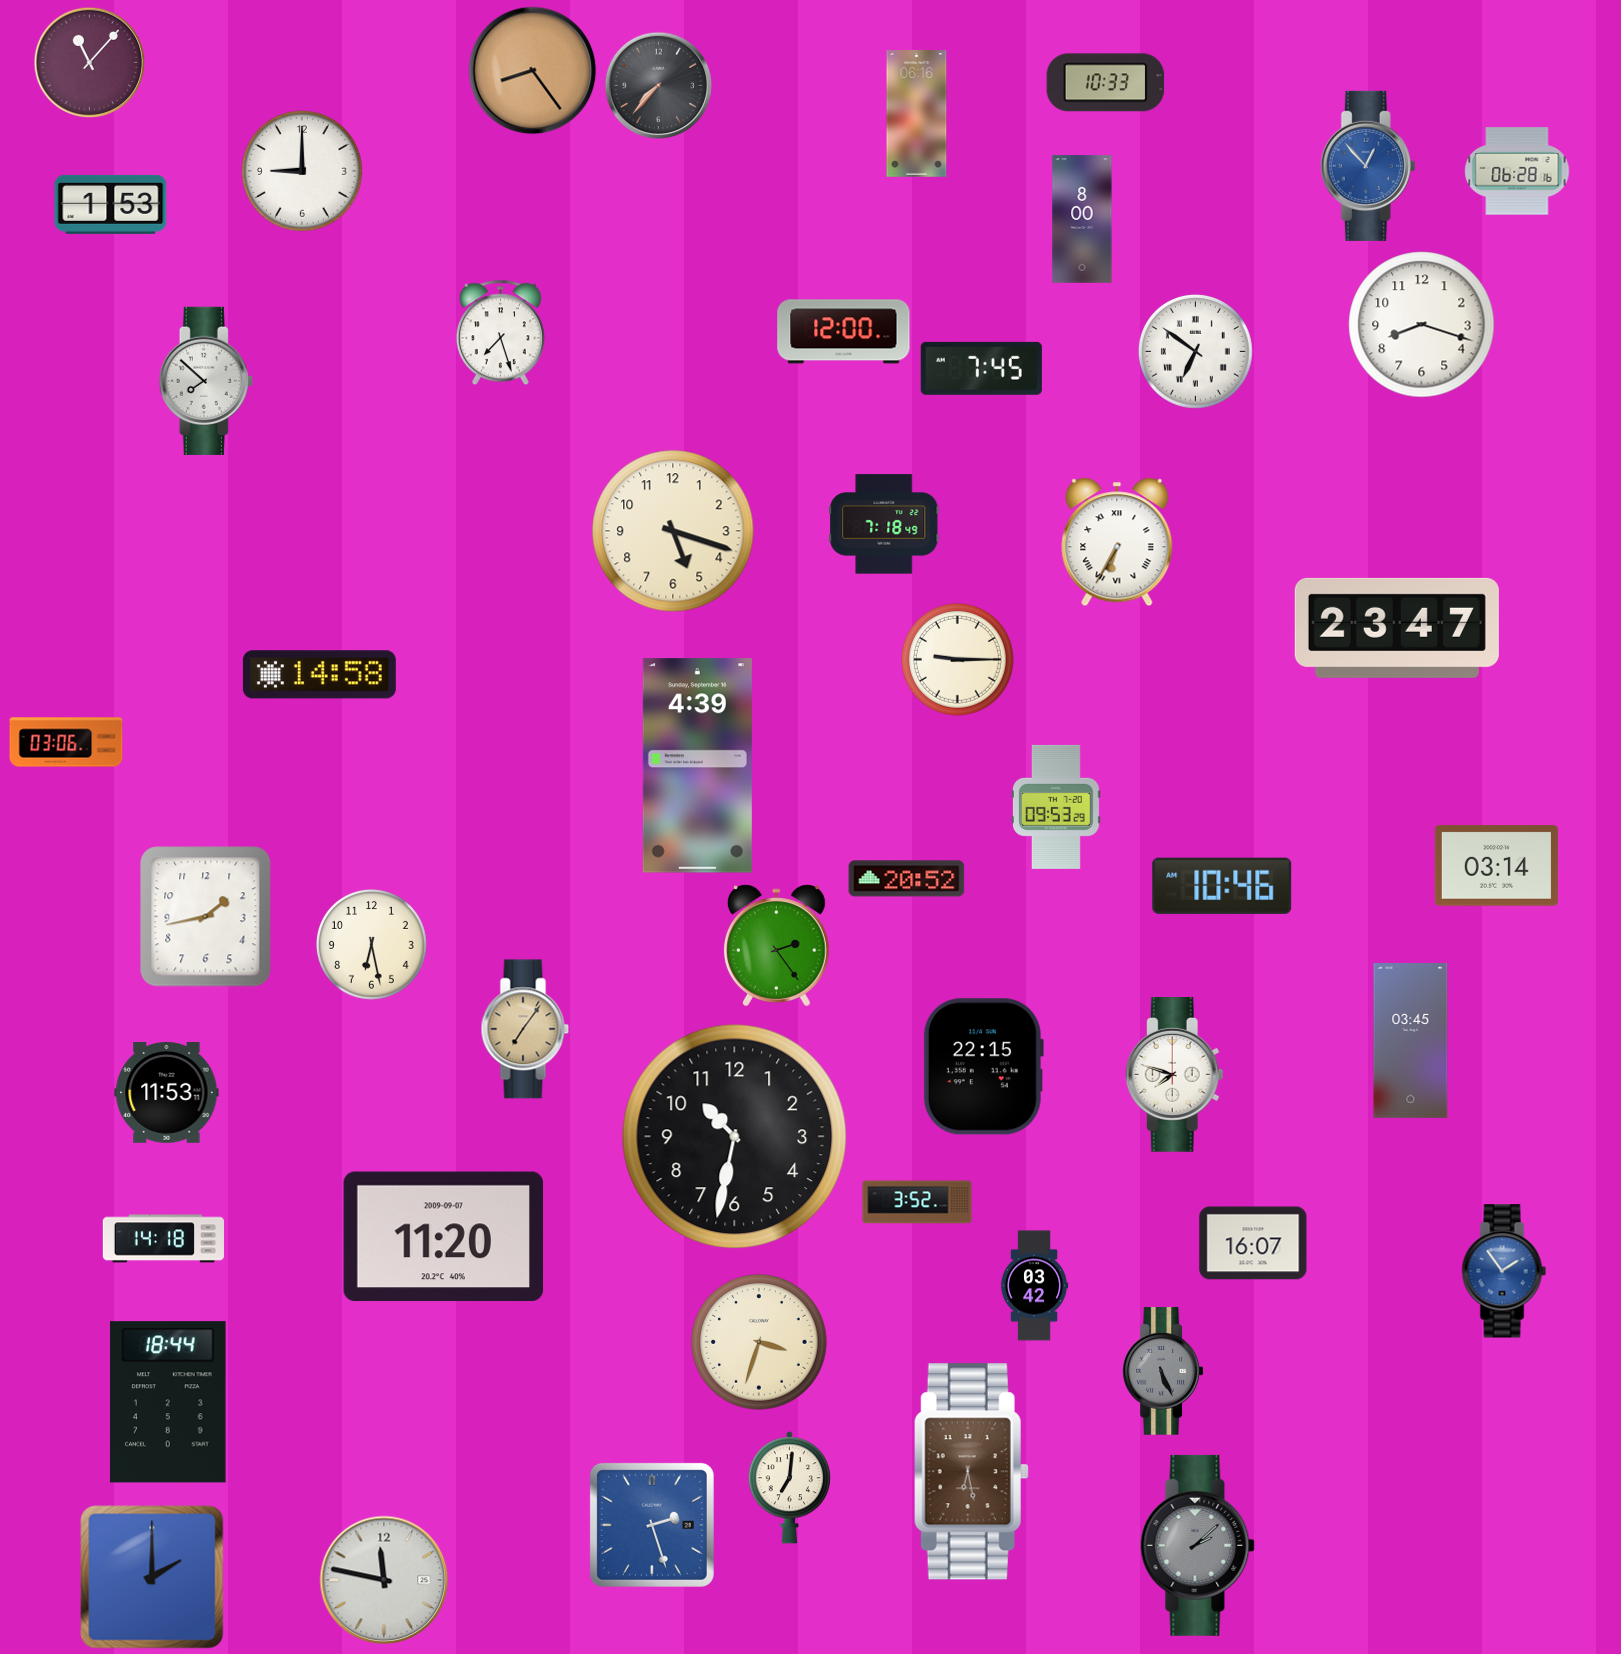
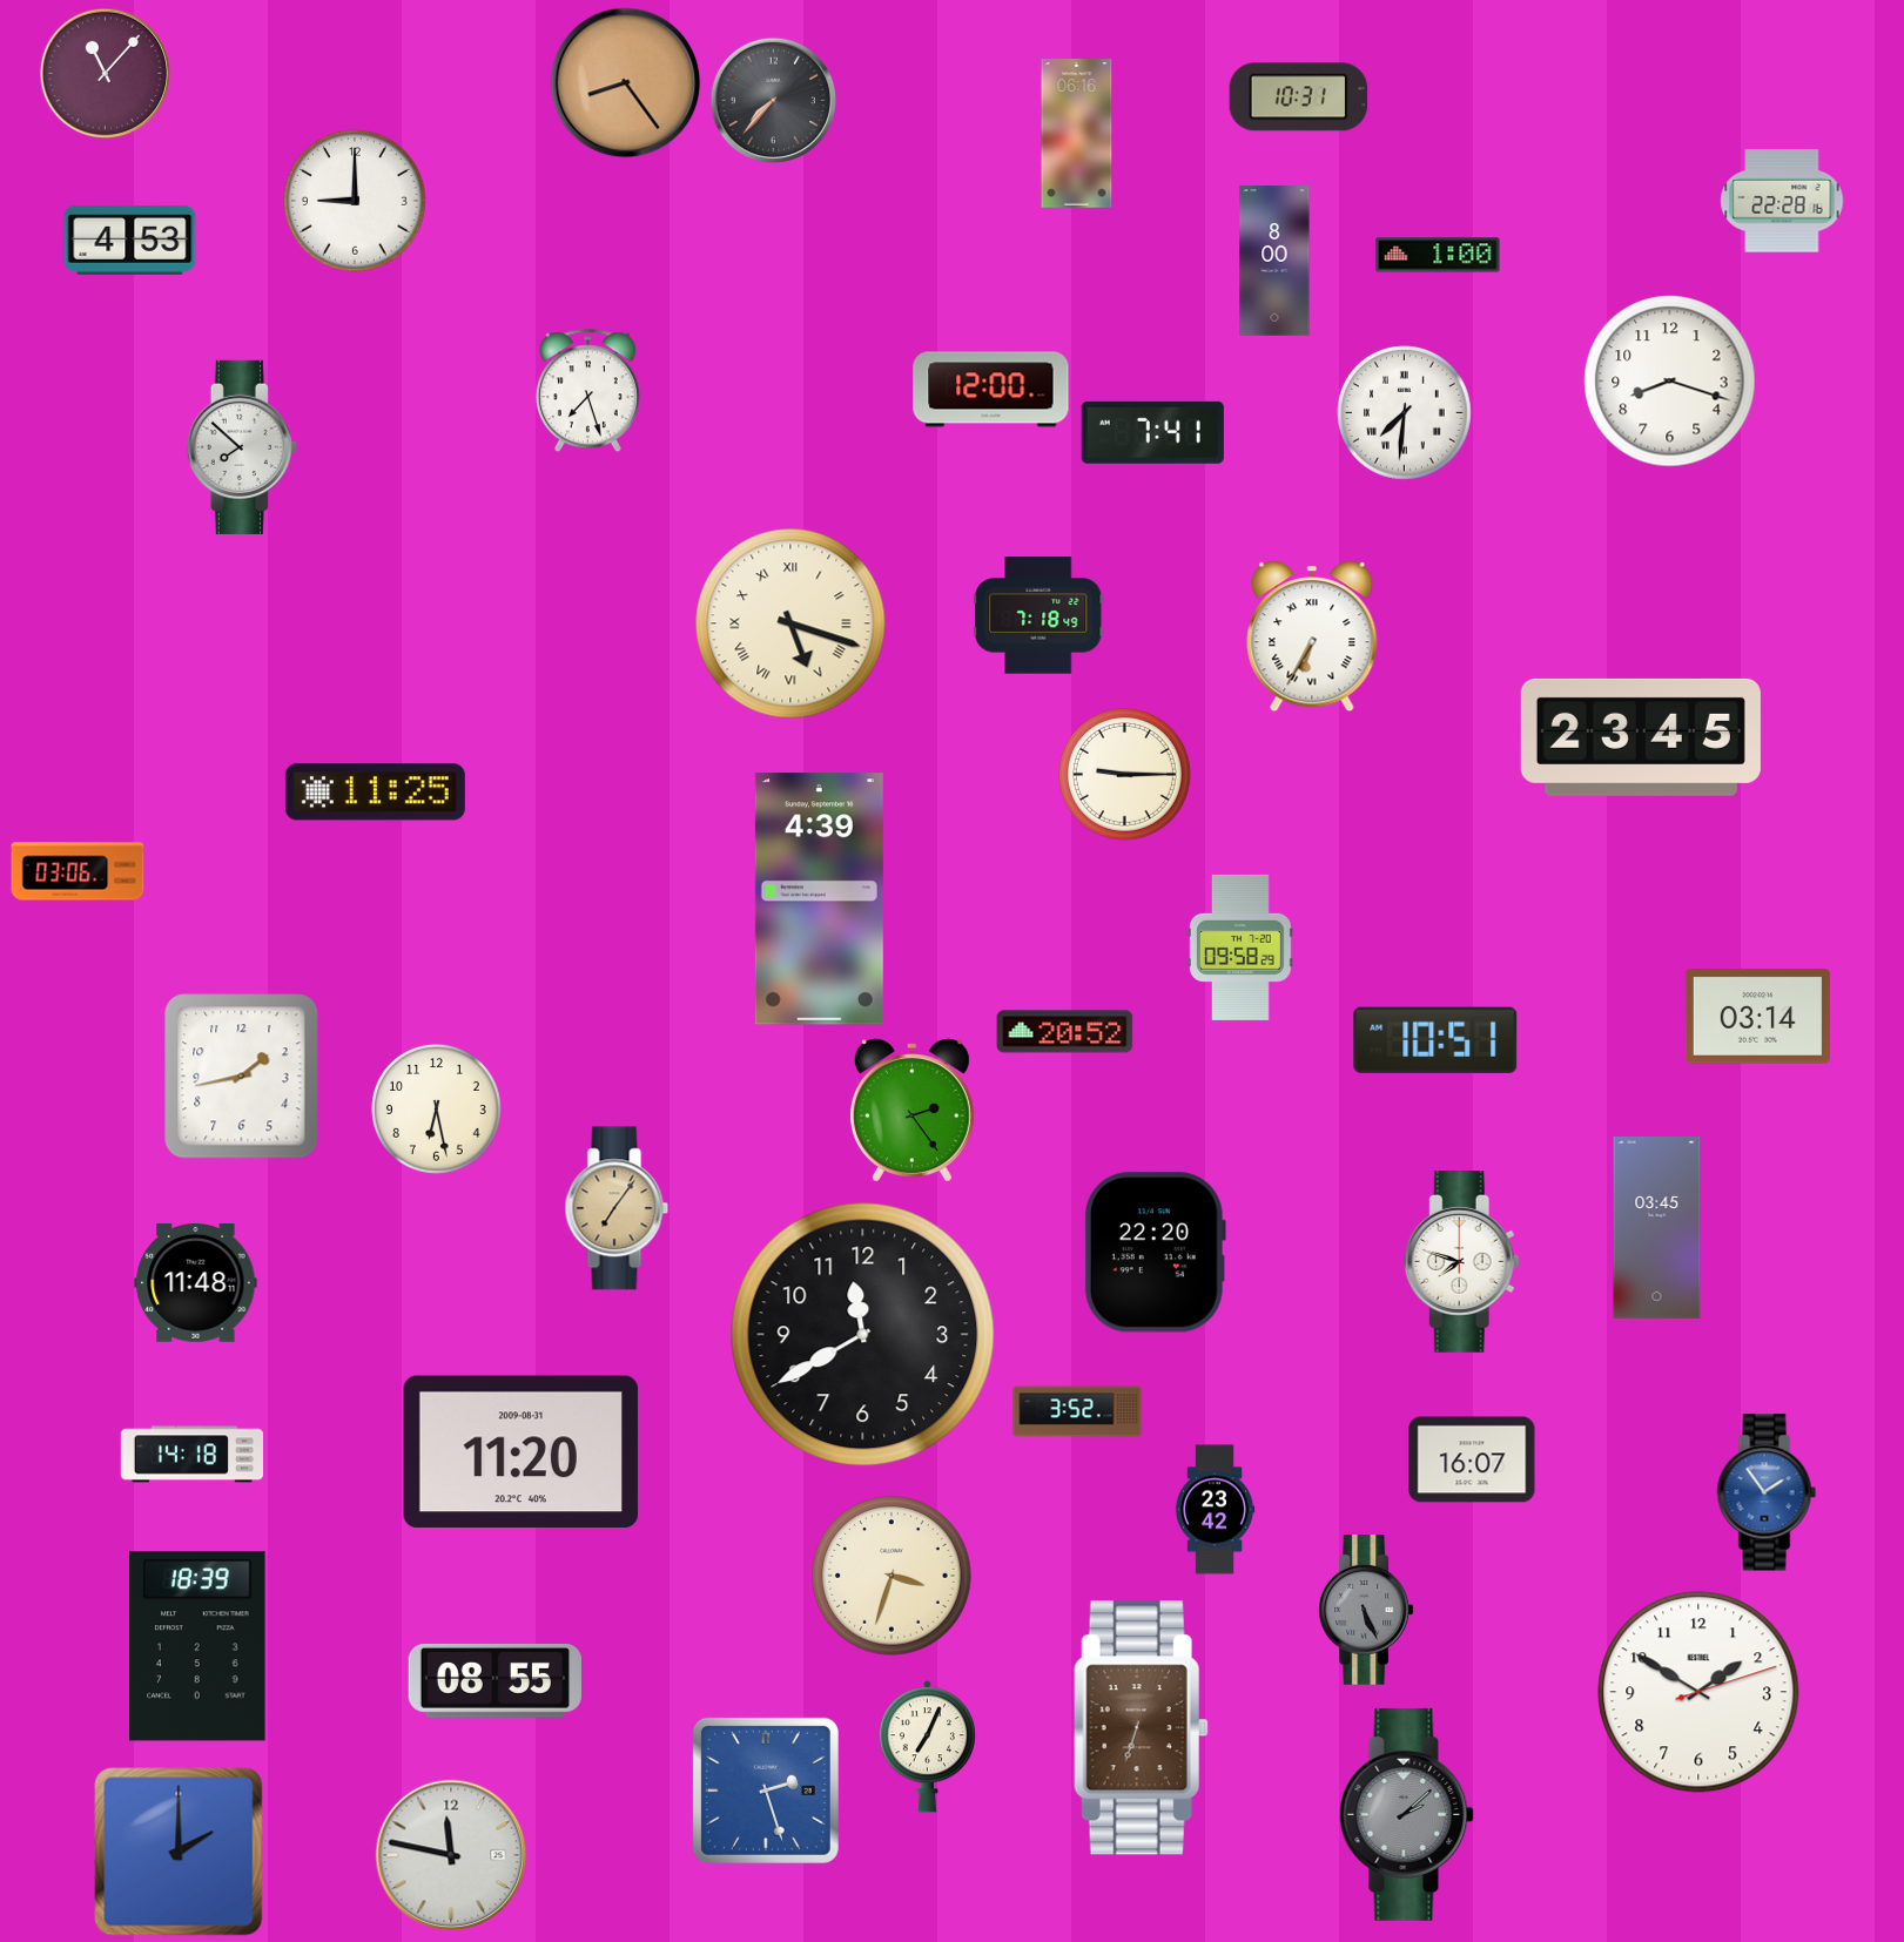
clock at (1106, 83): 10:33 -> 10:31
clock at (1368, 166): 12:53 -> none
clock at (1517, 171): 06:28 -> 22:28
clock at (111, 204): 1:53 -> 4:53
clock at (1438, 255): none -> 1:00
clock at (1082, 219) position: (1082, 219) -> (1274, 261)
clock at (1196, 352): 6:51 -> 7:31
clock at (981, 368): 7:45 -> 7:41
clock at (673, 531) numerals: Arabic -> Roman
clock at (1397, 628): 23:47 -> 23:45
clock at (319, 675): 14:58 -> 11:25
clock at (1056, 807): 09:53 -> 09:58
clock at (1222, 886): 10:46 -> 10:51
clock at (1411, 1041) position: (1411, 1041) -> (1657, 1228)
clock at (983, 1067): 22:15 -> 22:20
clock at (1174, 1075) position: (1174, 1075) -> (1461, 1262)
clock at (167, 1093): 11:53 -> 11:48
clock at (735, 1137): 10:32 -> 11:40
clock at (444, 1237) date: 2009-09-07 -> 2009-08-31
clock at (1034, 1286): 03:42 -> 23:42
clock at (168, 1402): 18:44 -> 18:39
clock at (494, 1681): none -> 08:55
clock at (1698, 1692): none -> 1:50
clock at (971, 1472): 6:28 -> 6:33
clock at (789, 1488): 7:01 -> 7:04
